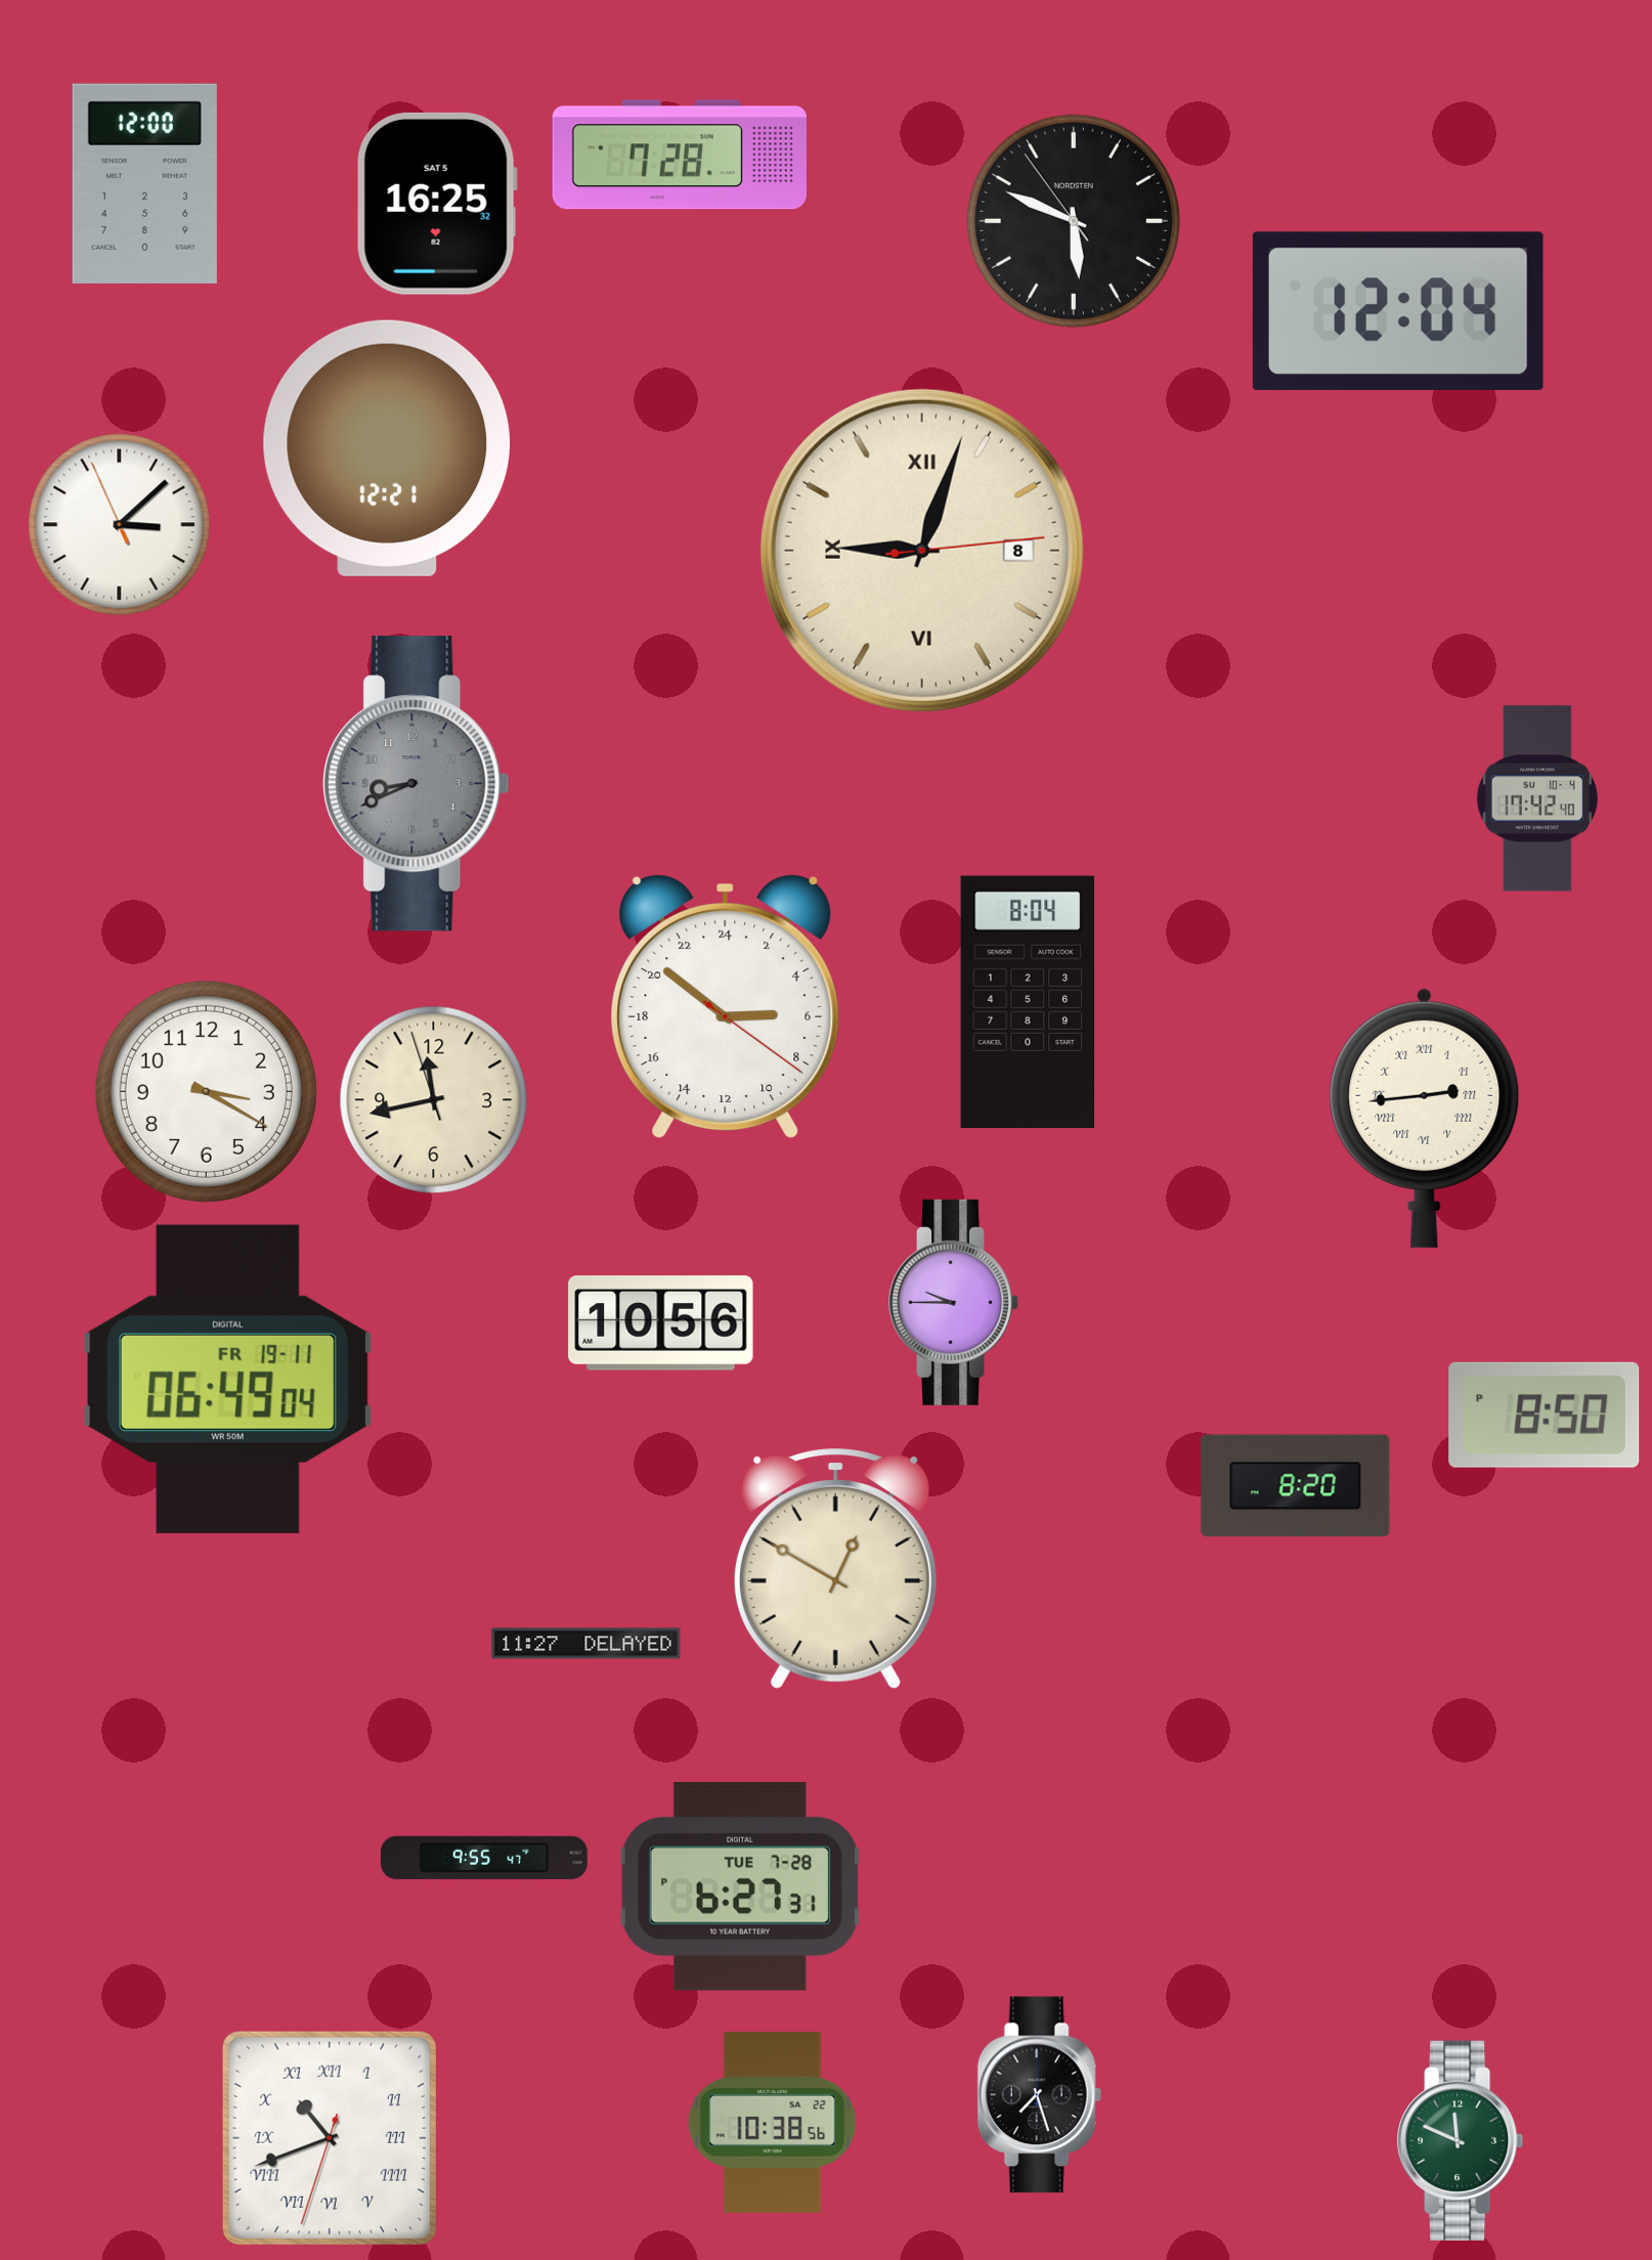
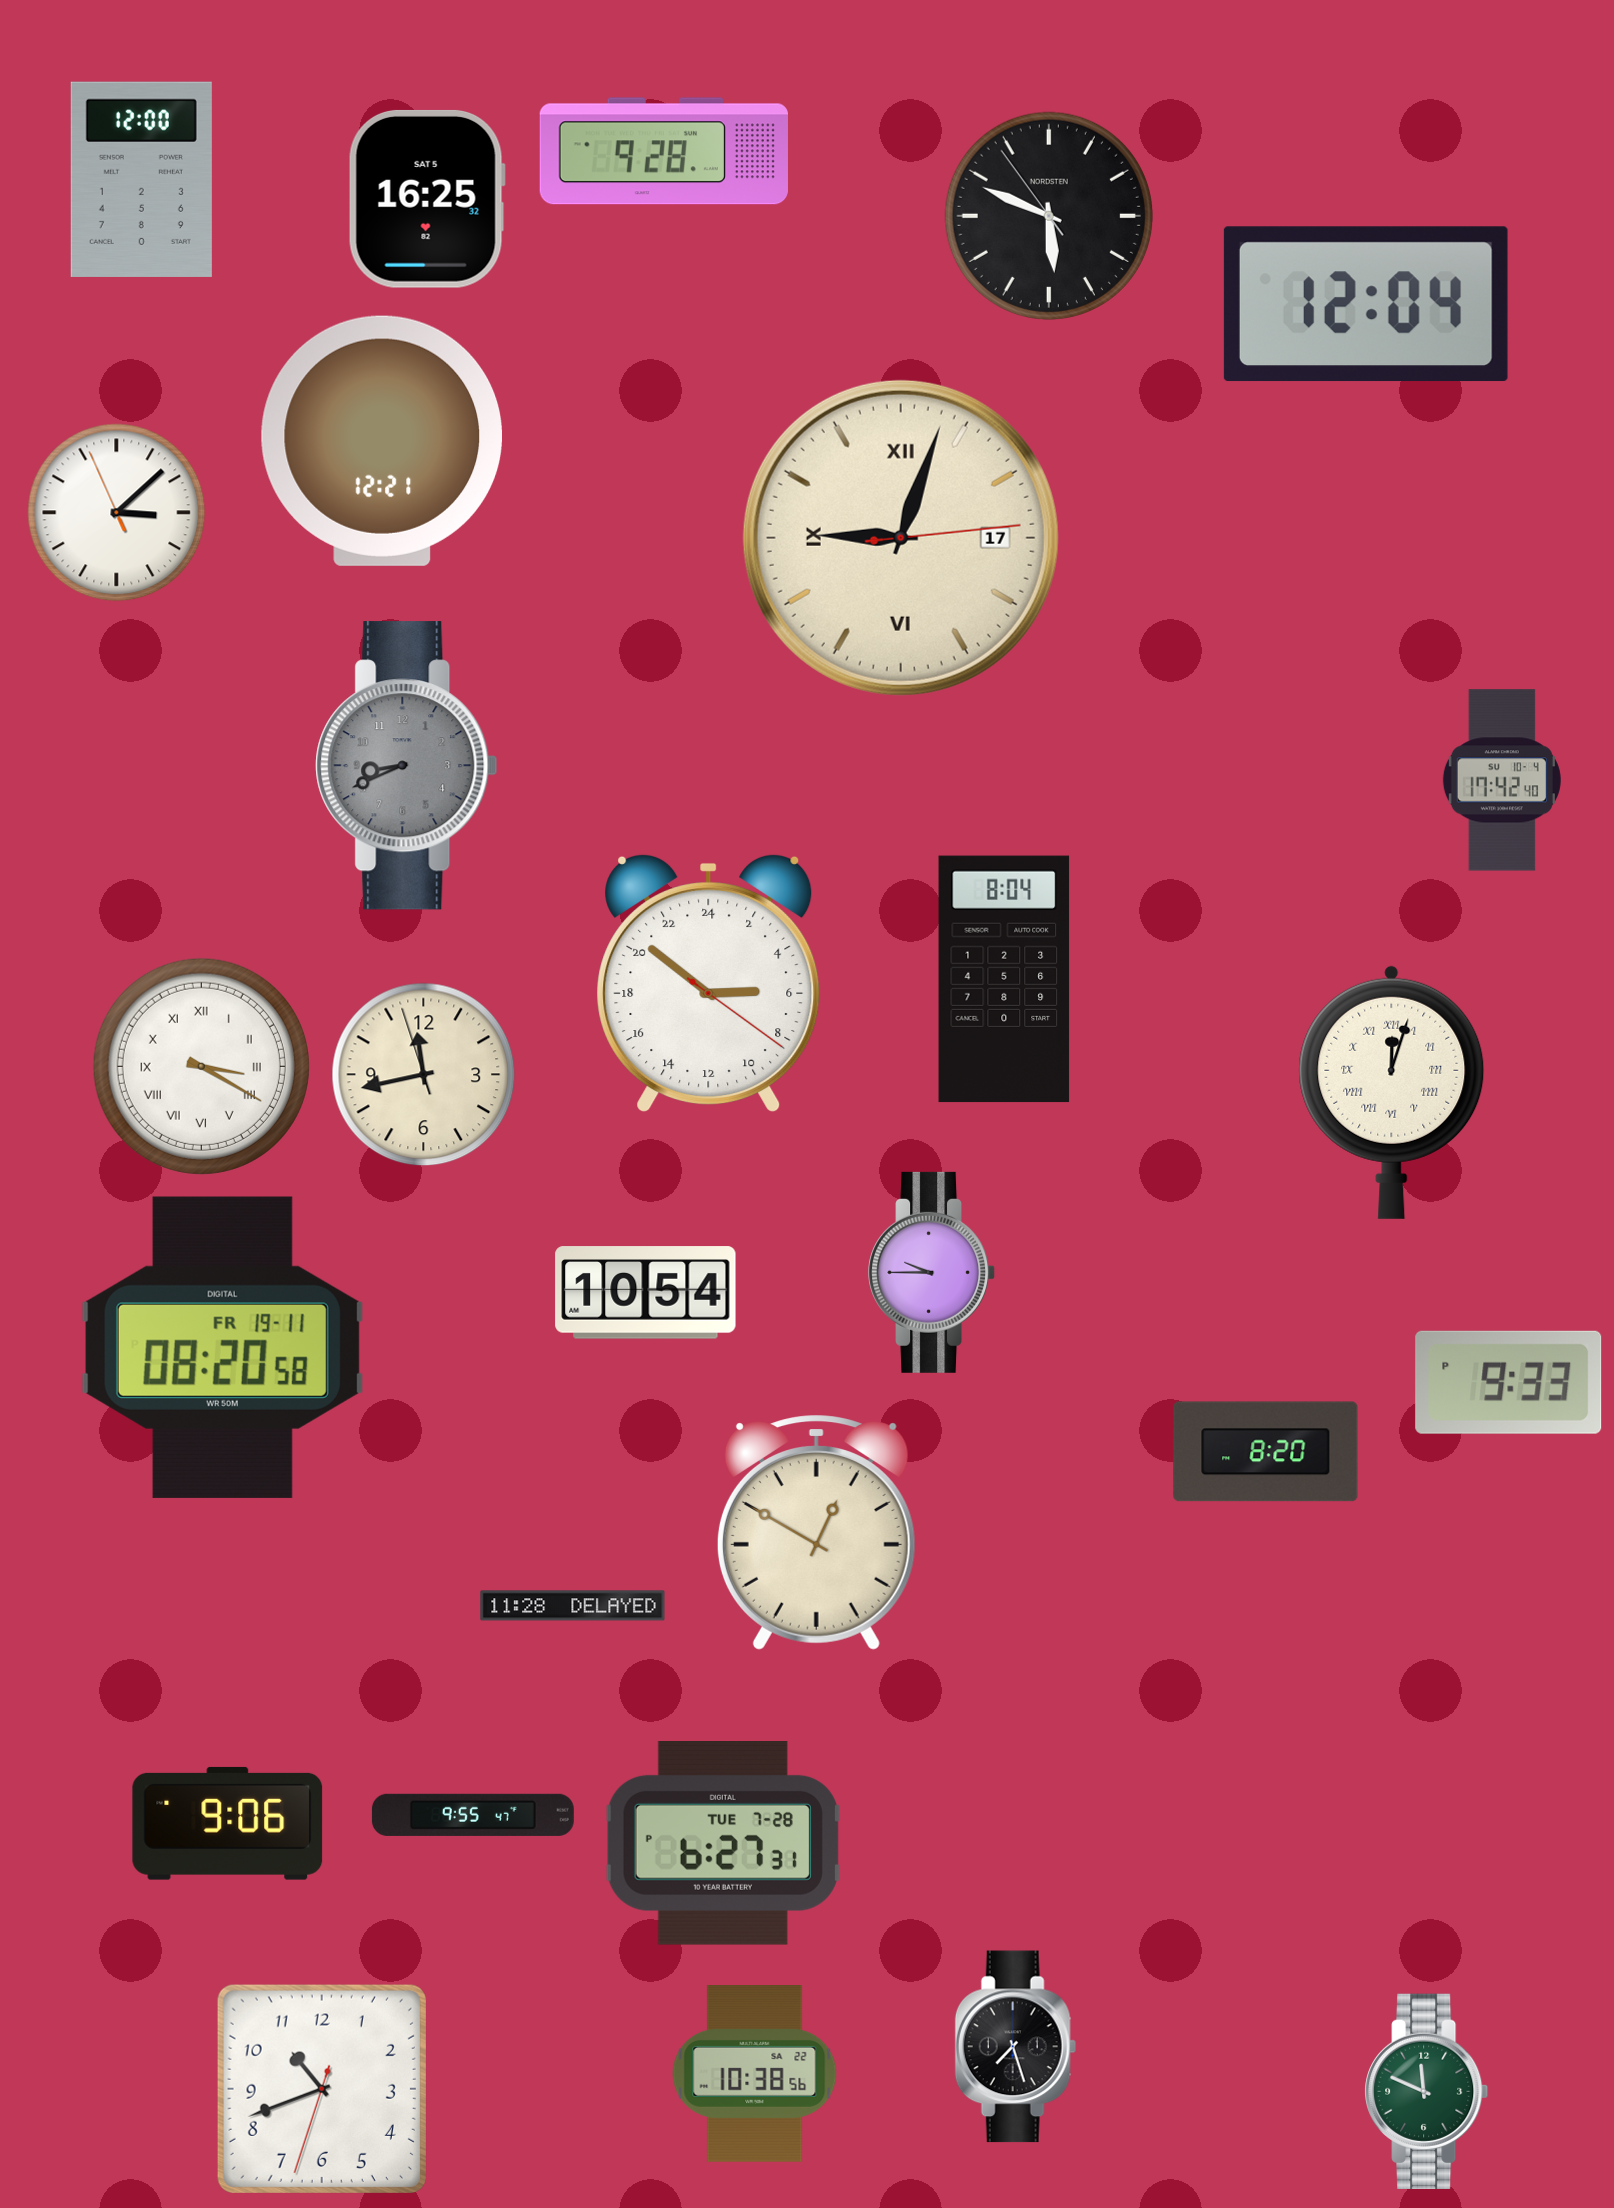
clock at (680, 155): 7:28 -> 9:28
clock at (386, 448) position: (386, 448) -> (381, 441)
clock at (922, 551) date: 8 -> 17
clock at (206, 1091) numerals: Arabic -> Roman
clock at (1425, 1118): 2:44 -> 12:03
clock at (661, 1323): 10:56 -> 10:54
clock at (227, 1379): 06:49 -> 08:20
clock at (1545, 1415): 8:50 -> 9:33
clock at (586, 1644): 11:27 -> 11:28
clock at (228, 1823): none -> 9:06
clock at (330, 2138) numerals: Roman -> Arabic
